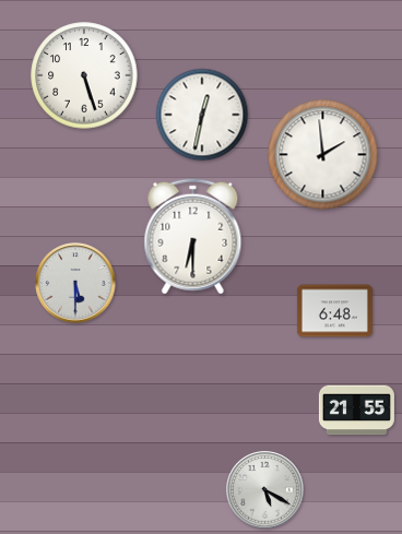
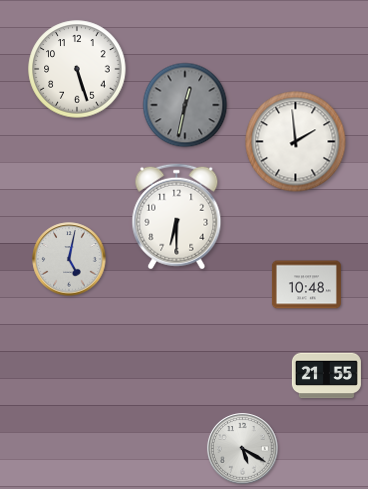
clock at (202, 115) dial: white -> grey
clock at (75, 283): 5:30 -> 5:02
clock at (334, 311): 6:48 -> 10:48
